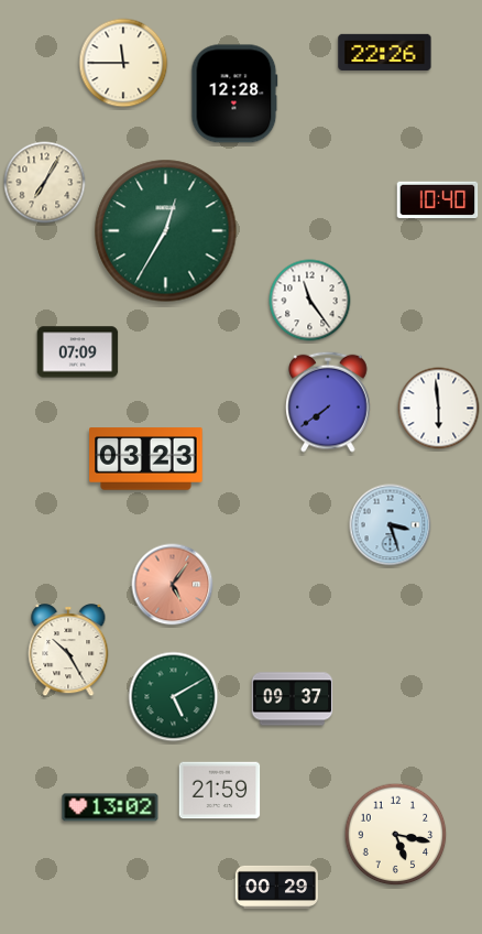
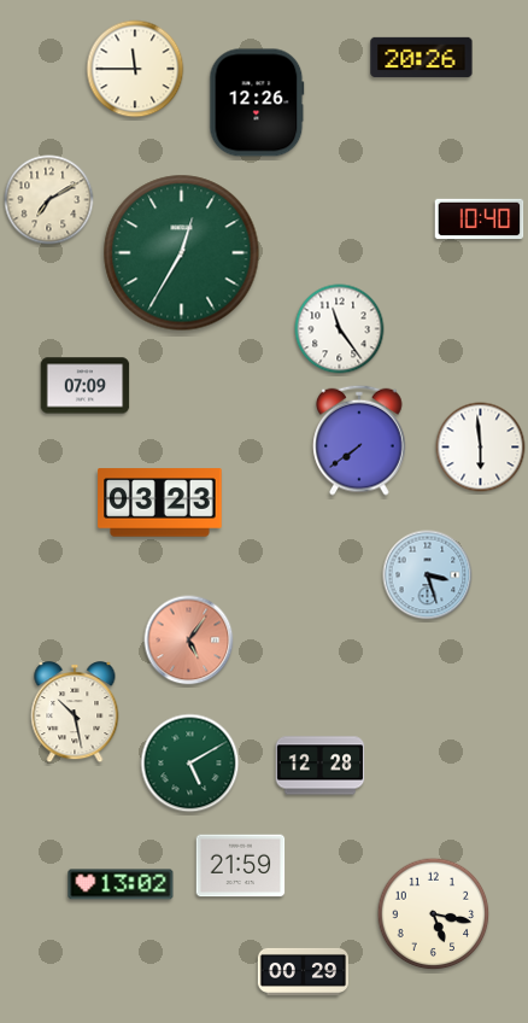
clock at (385, 52): 22:26 -> 20:26
clock at (234, 94): 12:28 -> 12:26
clock at (45, 183): 7:05 -> 7:10
clock at (68, 651): 10:25 -> 10:28
clock at (293, 699): 09:37 -> 12:28
